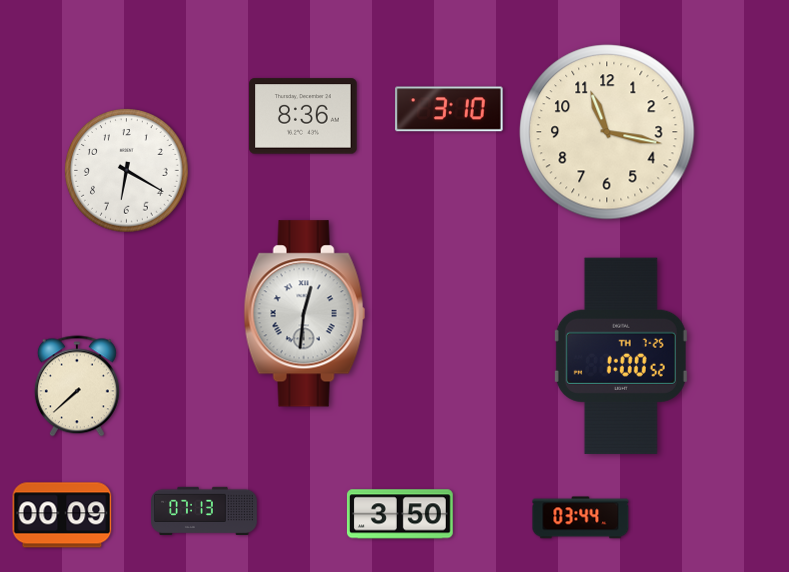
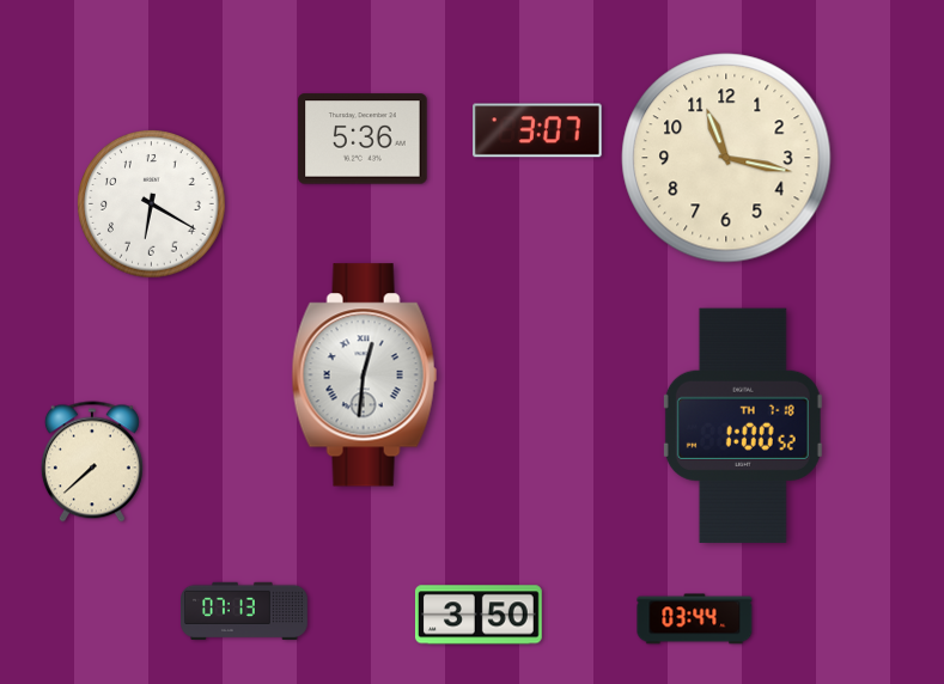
clock at (449, 109): 3:10 -> 3:07
clock at (303, 116): 8:36 -> 5:36
clock at (621, 356) date: TH 7-25 -> TH 7-18
clock at (62, 515): 00:09 -> none
